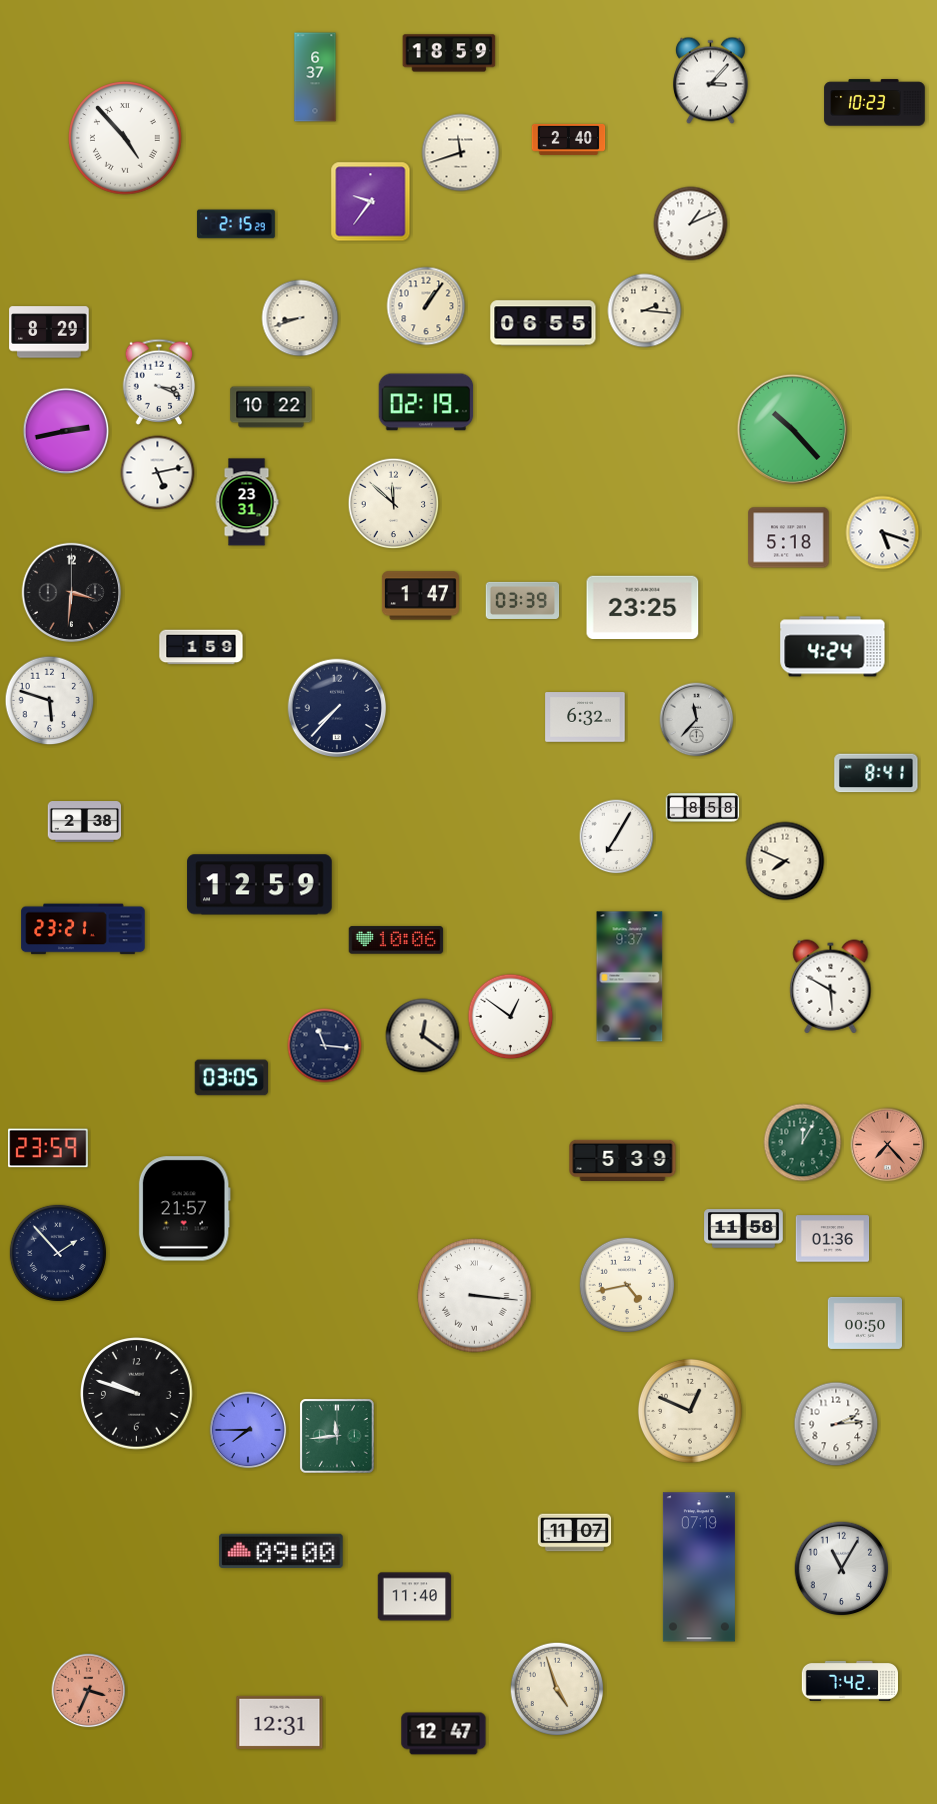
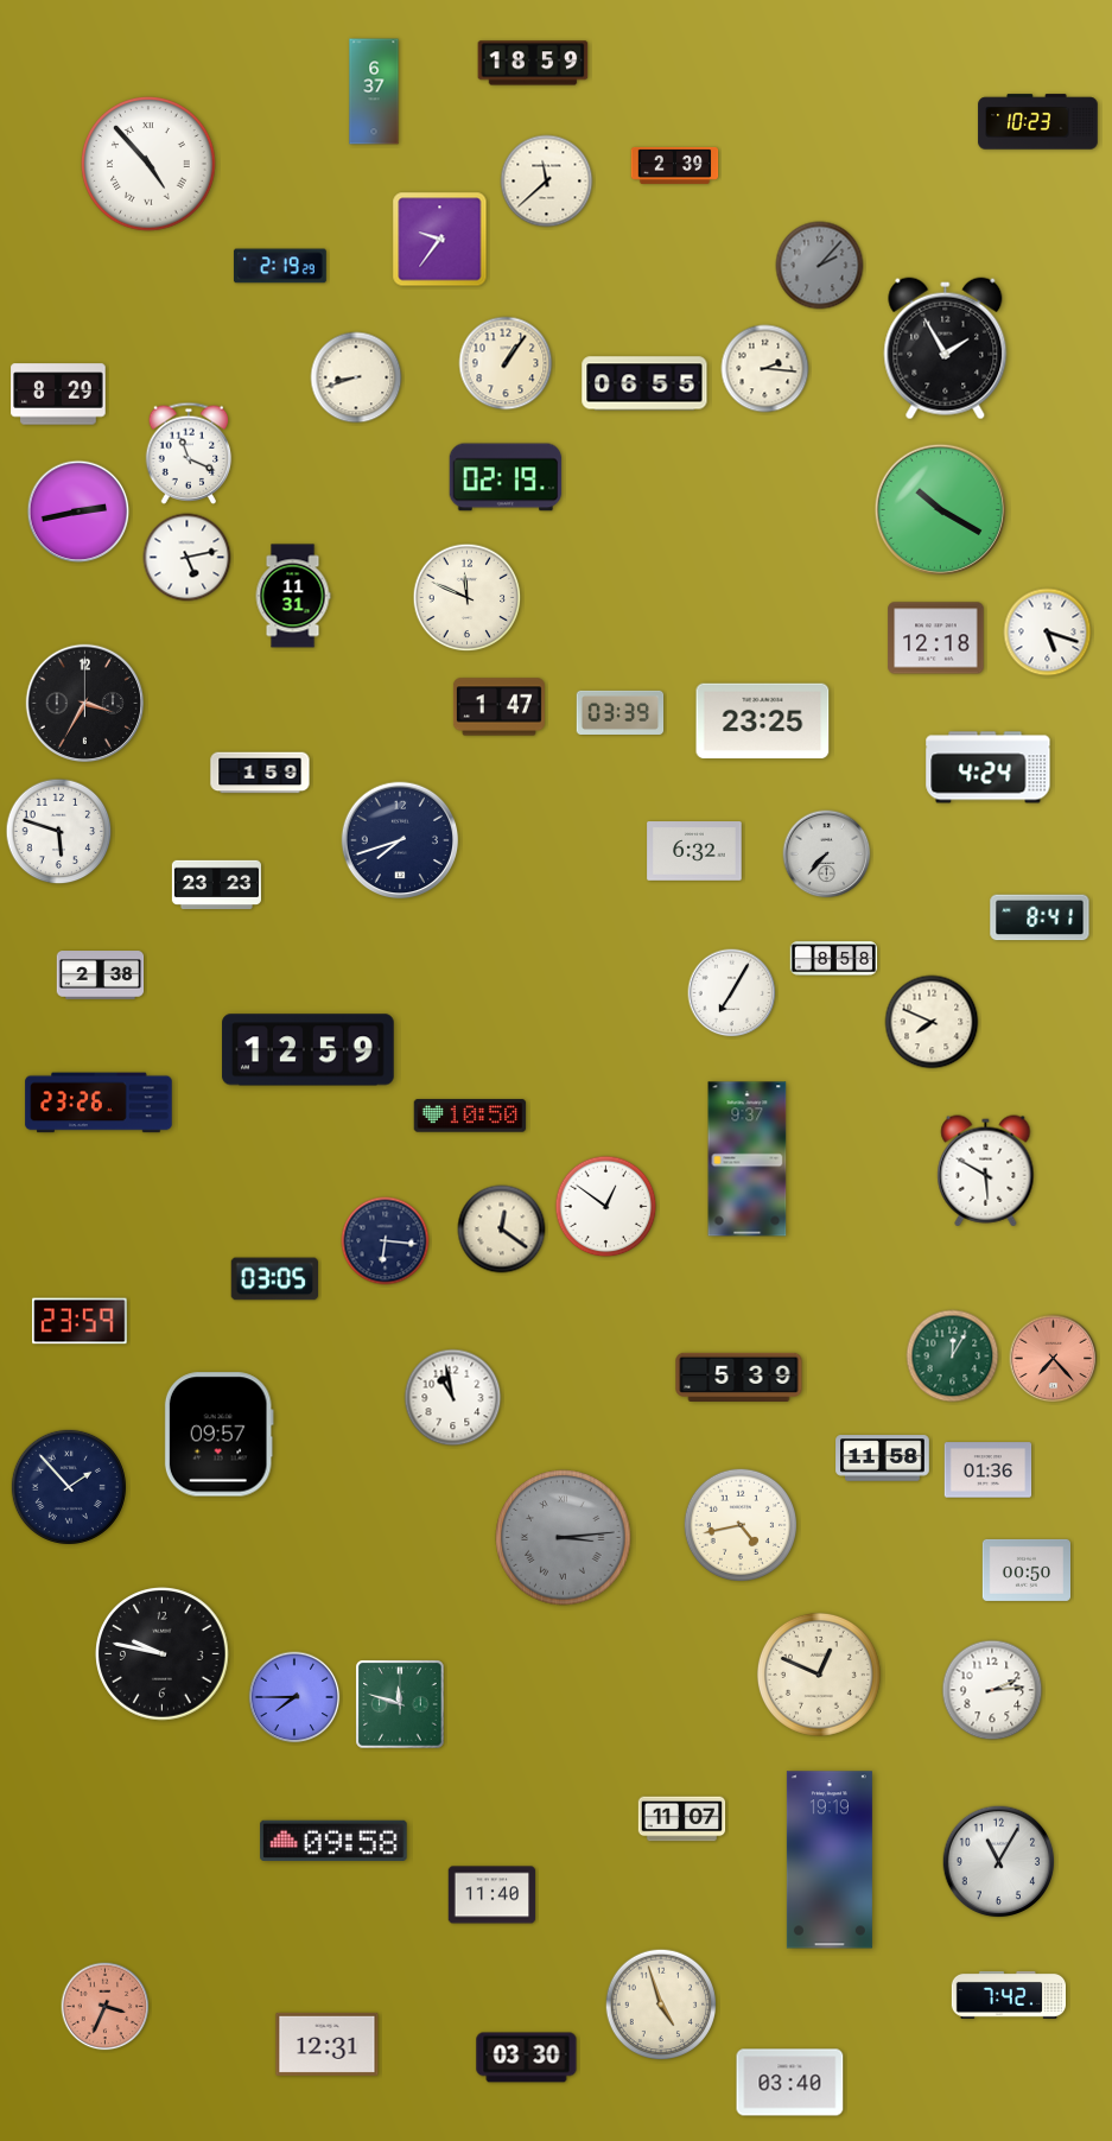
clock at (711, 81): 3:07 -> none
clock at (569, 139): 2:40 -> 2:39
clock at (461, 153): 11:42 -> 11:38
clock at (236, 224): 2:15 -> 2:19
clock at (691, 224): 1:11 -> 2:07
clock at (691, 224) dial: white -> grey
clock at (946, 349): none -> 1:55
clock at (159, 382): 3:19 -> 11:19
clock at (271, 407): 10:22 -> none
clock at (792, 429): 10:23 -> 10:20
clock at (158, 473) position: (158, 473) -> (188, 558)
clock at (247, 502): 23:31 -> 11:31
clock at (394, 504): 11:52 -> 11:49
clock at (789, 538): 5:18 -> 12:18
clock at (72, 593): 3:31 -> 3:35
clock at (201, 647) position: (201, 647) -> (260, 773)
clock at (337, 708): 7:37 -> 7:42
clock at (697, 720): 11:37 -> 7:37
clock at (216, 884): none -> 23:23
clock at (83, 929): 23:21 -> 23:26
clock at (396, 940): 10:06 -> 10:50
clock at (325, 1046): 11:16 -> 6:16
clock at (48, 1148) position: (48, 1148) -> (80, 1321)
clock at (453, 1398): none -> 10:58
clock at (184, 1209): 21:57 -> 09:57
clock at (626, 1284) position: (626, 1284) -> (739, 1524)
clock at (475, 1296): 3:16 -> 3:14
clock at (475, 1296) dial: white -> grey
clock at (137, 1394): 9:48 -> 9:47
clock at (337, 1436): 11:44 -> 11:48
clock at (281, 1550): 09:00 -> 09:58
clock at (699, 1567): 07:19 -> 19:19
clock at (280, 1722) position: (280, 1722) -> (328, 2044)
clock at (444, 1734): 12:47 -> 03:30
clock at (790, 2083): none -> 03:40
